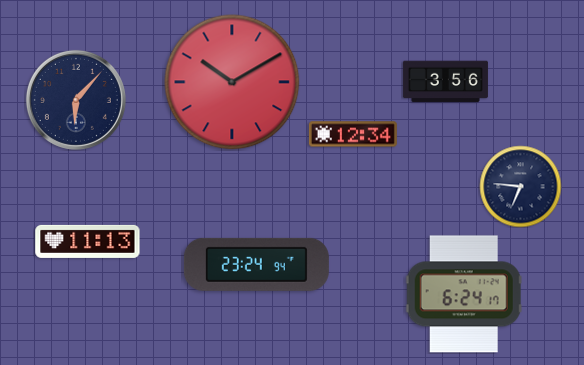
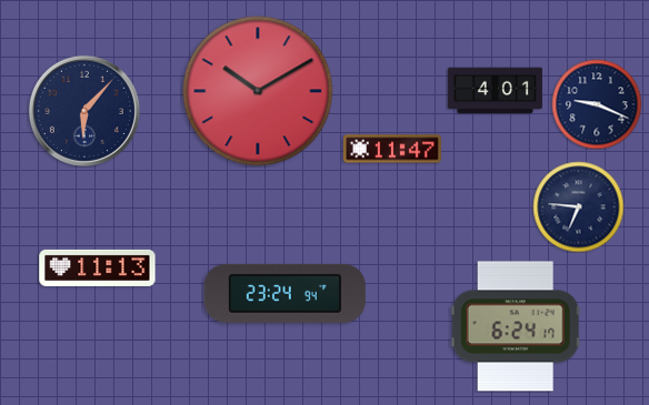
clock at (445, 82): 3:56 -> 4:01
clock at (597, 104): none -> 9:19
clock at (353, 134): 12:34 -> 11:47
